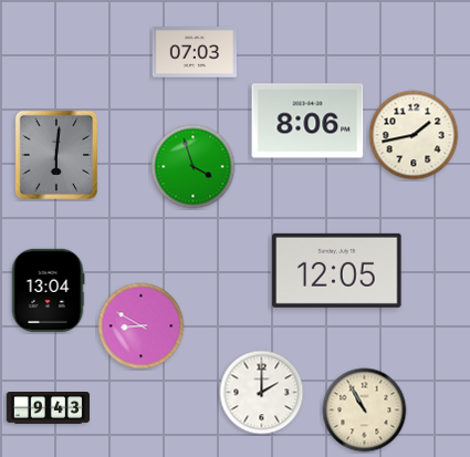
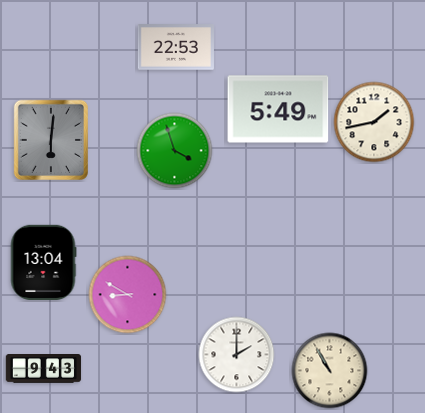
clock at (195, 52): 07:03 -> 22:53
clock at (307, 121): 8:06 -> 5:49
clock at (337, 270): 12:05 -> none
